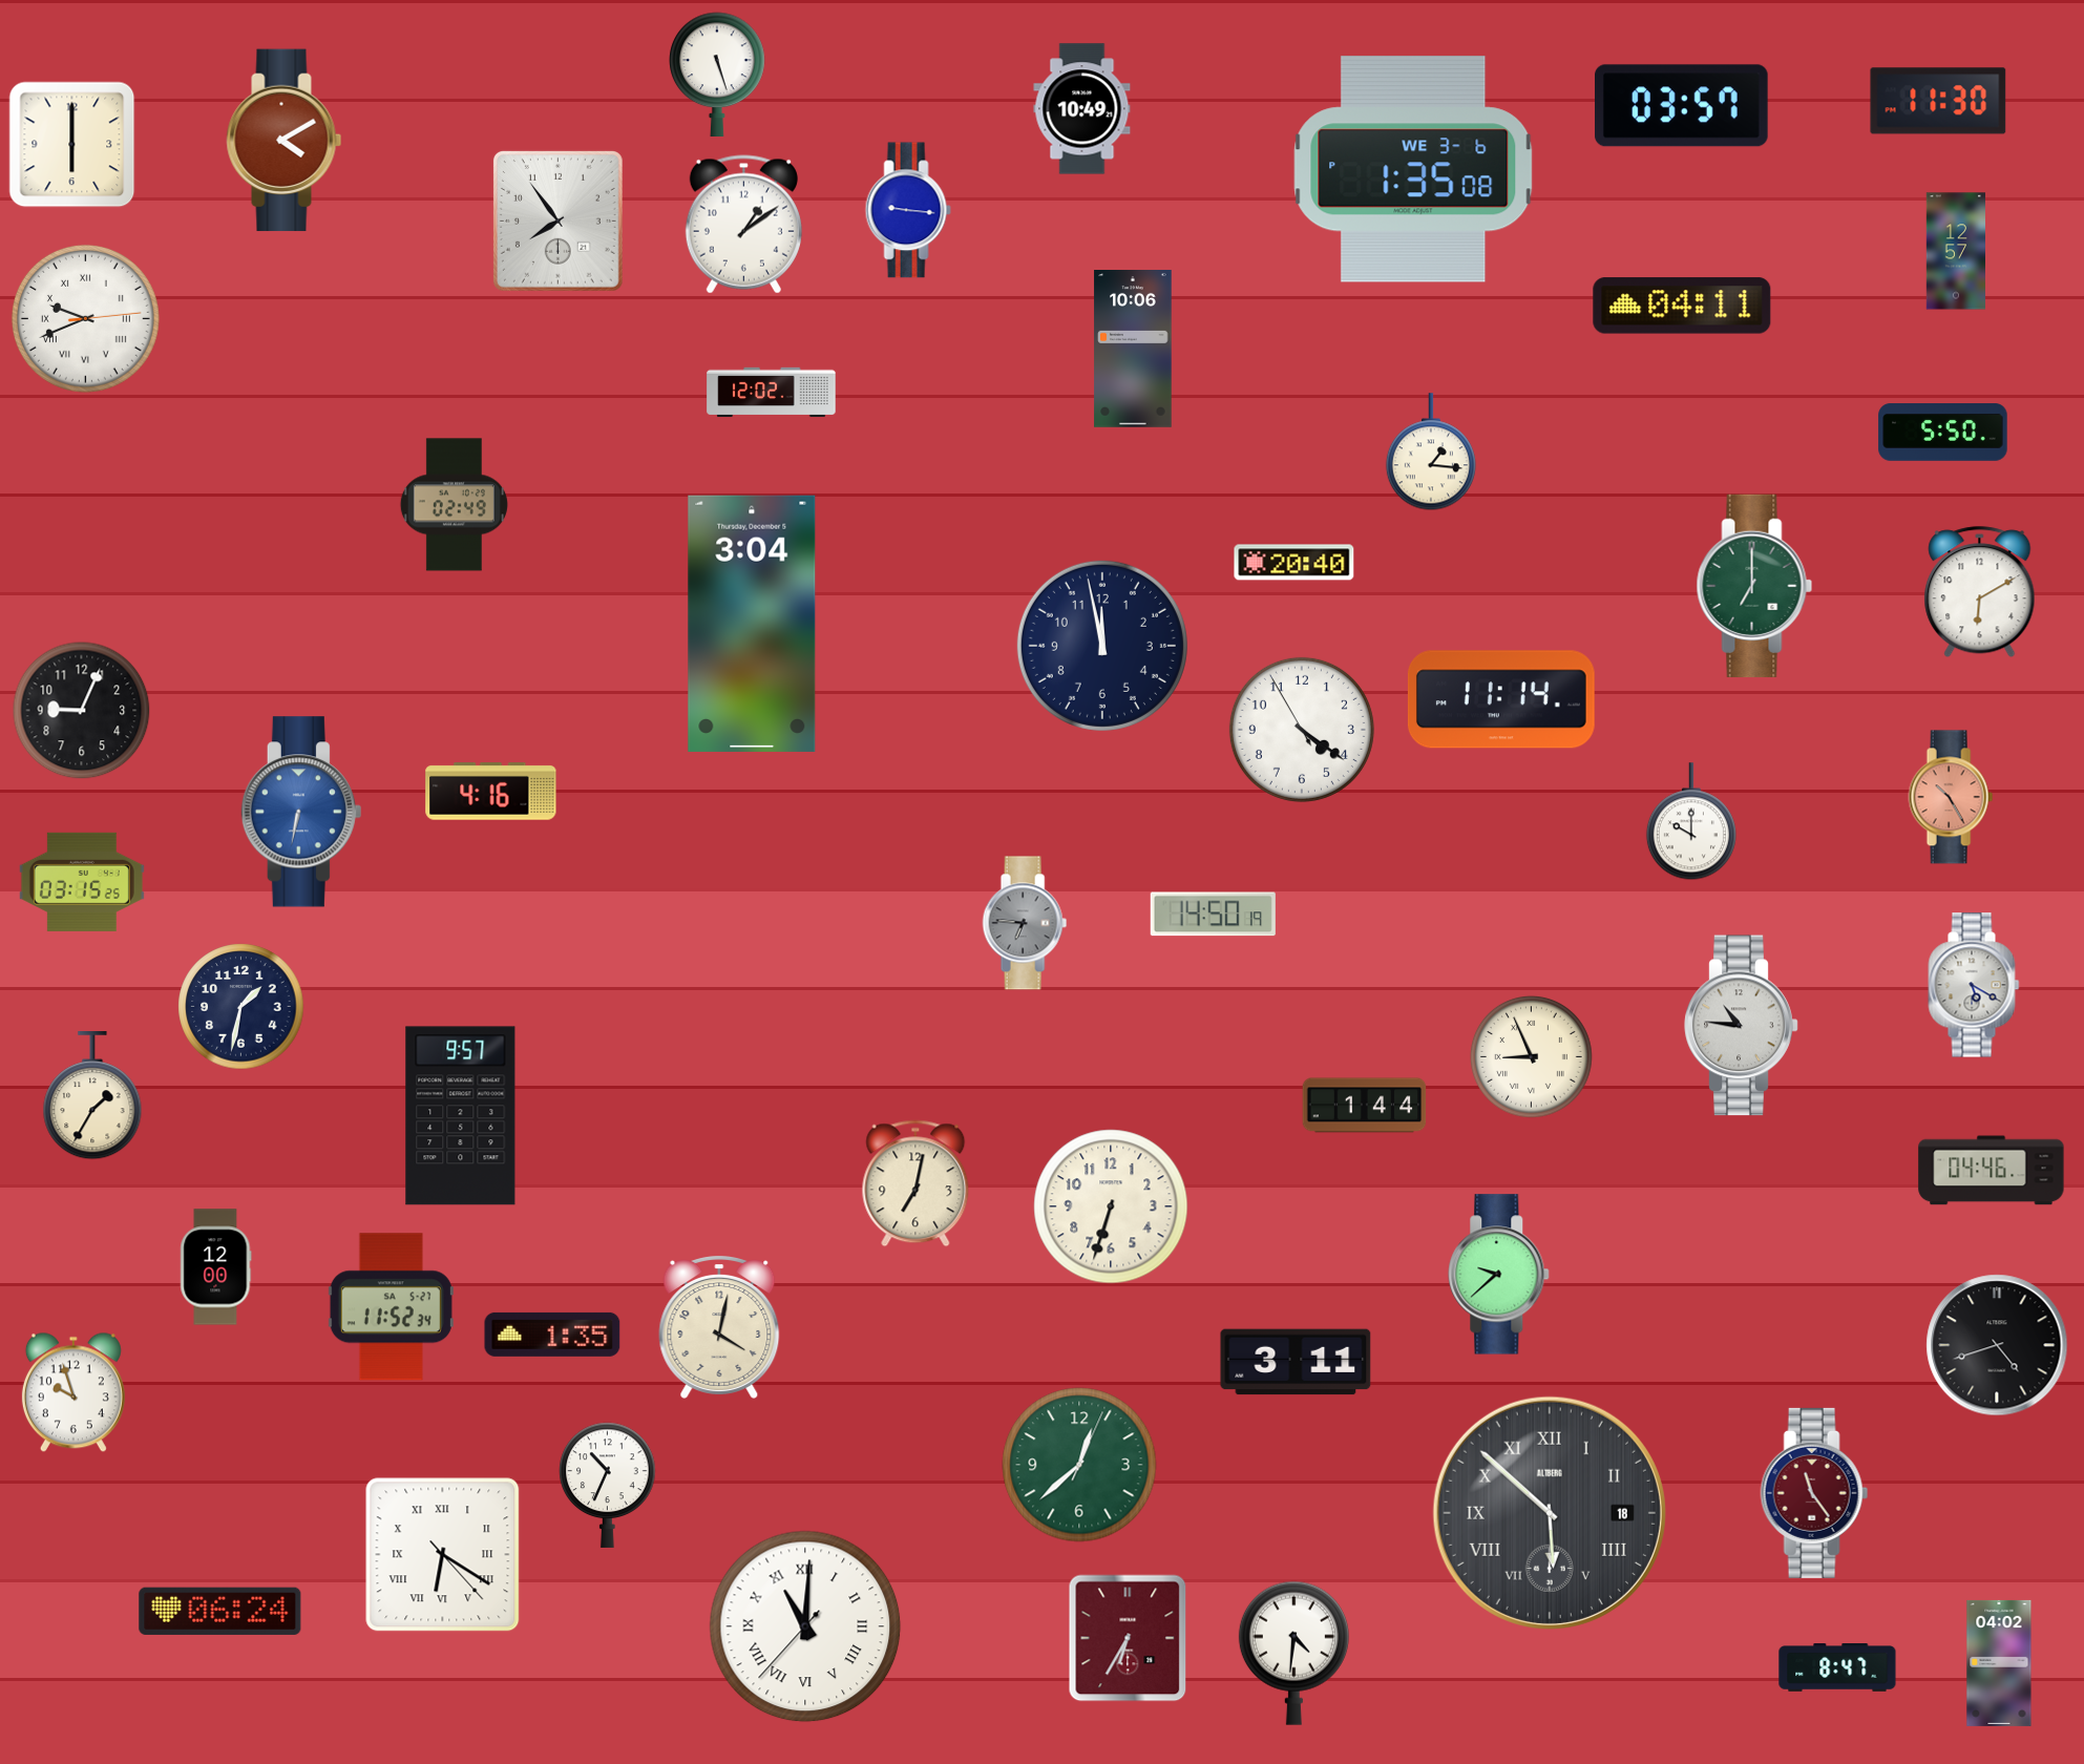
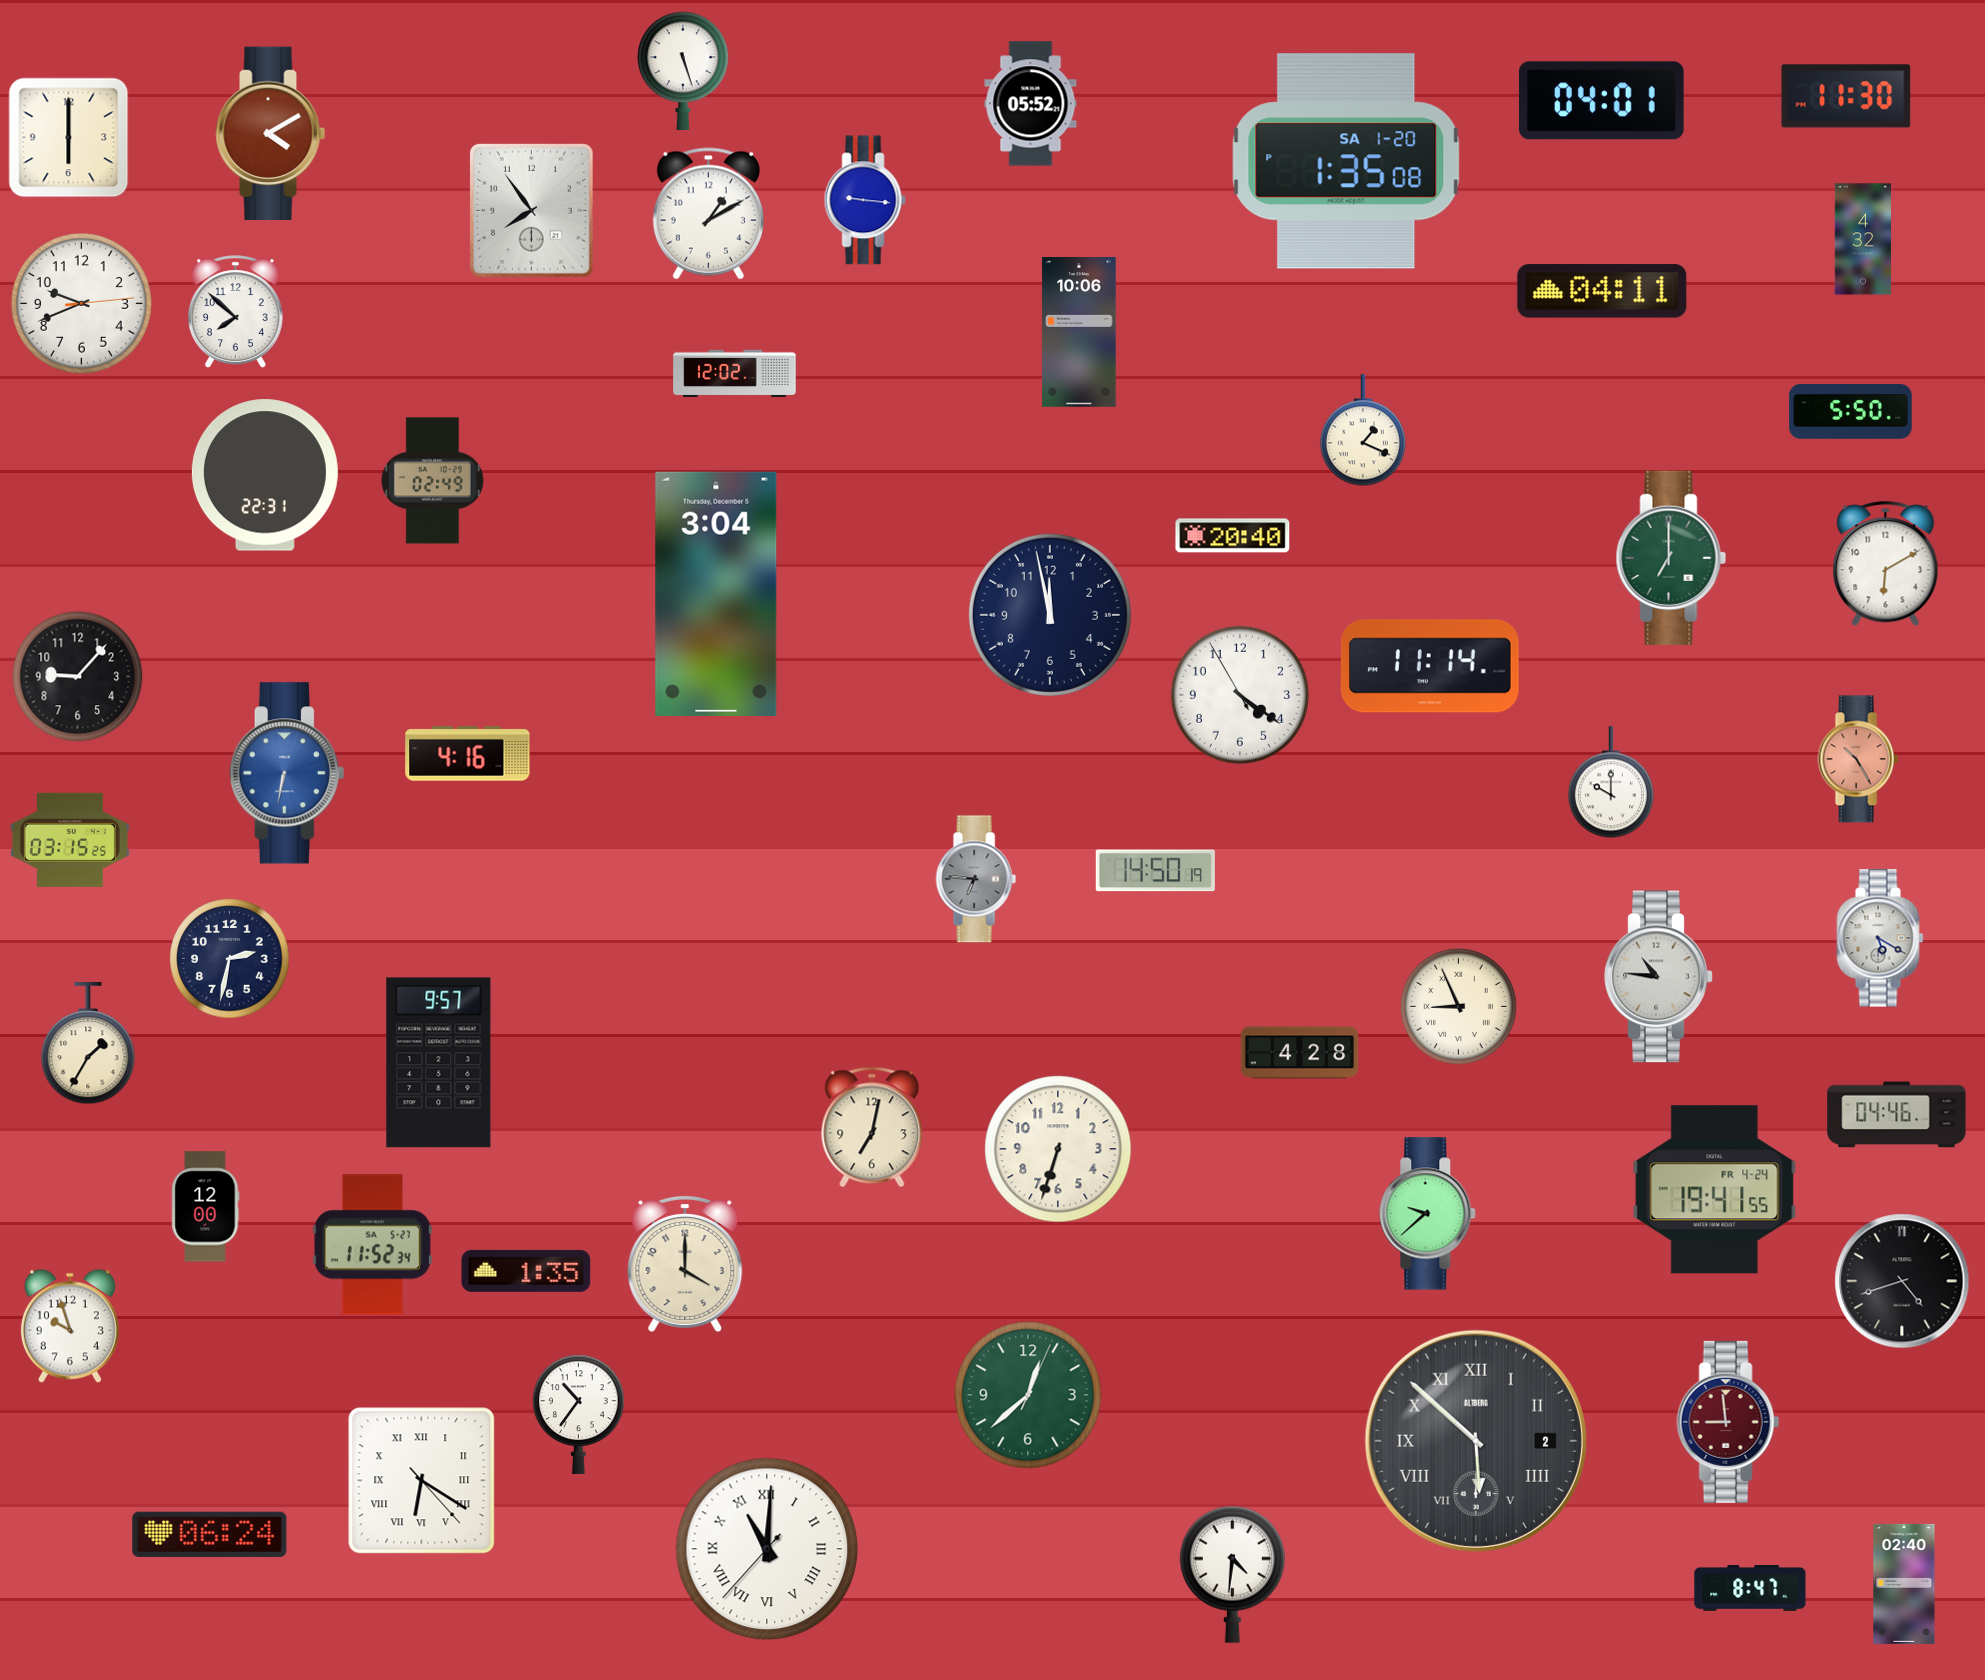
clock at (1682, 106): 03:57 -> 04:01
clock at (1082, 109): 10:49 -> 05:52
clock at (1413, 169) date: WE 3-6 -> SA 1-20
clock at (743, 225): 1:09 -> 1:10
clock at (1955, 251): 12:57 -> 4:32
clock at (85, 318) numerals: Roman -> Arabic
clock at (235, 312): none -> 7:52
clock at (1431, 453): 1:16 -> 1:19
clock at (265, 475): none -> 22:31
clock at (82, 711): 9:04 -> 9:07
clock at (82, 882) position: (82, 882) -> (70, 840)
clock at (241, 1007): 1:32 -> 2:32
clock at (1365, 1106): 1:44 -> 4:28
clock at (1715, 1190): none -> 19:41
clock at (719, 1327): 4:02 -> 4:00
clock at (1296, 1362): 3:11 -> none
clock at (608, 1485): 10:34 -> 10:36
clock at (1814, 1493): 11:24 -> 8:59
clock at (1550, 1513) date: 18 -> 2
clock at (1128, 1638): 6:35 -> none
clock at (1999, 1663): 04:02 -> 02:40
